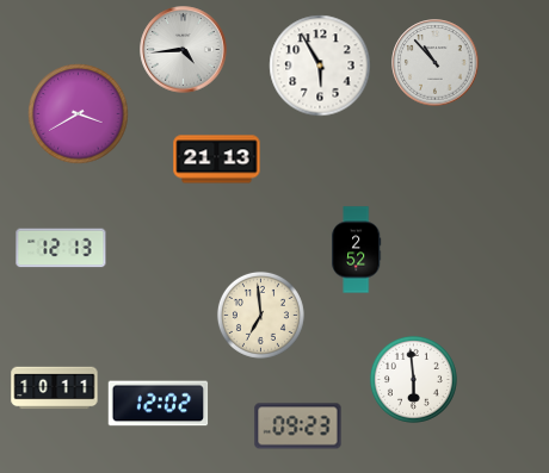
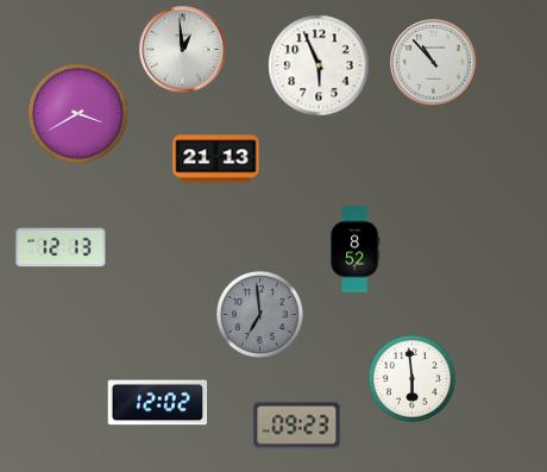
clock at (184, 50): 4:44 -> 12:59
clock at (320, 66): 5:55 -> 5:56
clock at (357, 250): 2:52 -> 8:52
clock at (260, 315) dial: cream -> grey
clock at (55, 388): 10:11 -> none
